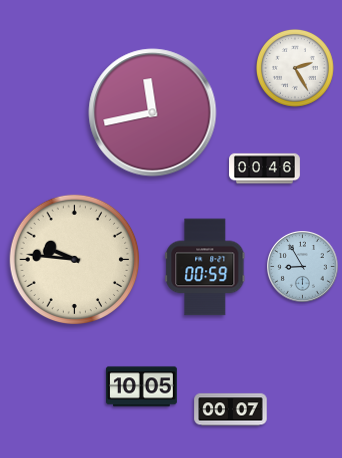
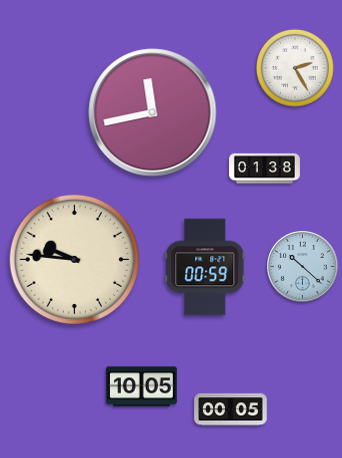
clock at (265, 169): 00:46 -> 01:38
clock at (303, 267): 8:55 -> 10:22
clock at (231, 410): 00:07 -> 00:05
